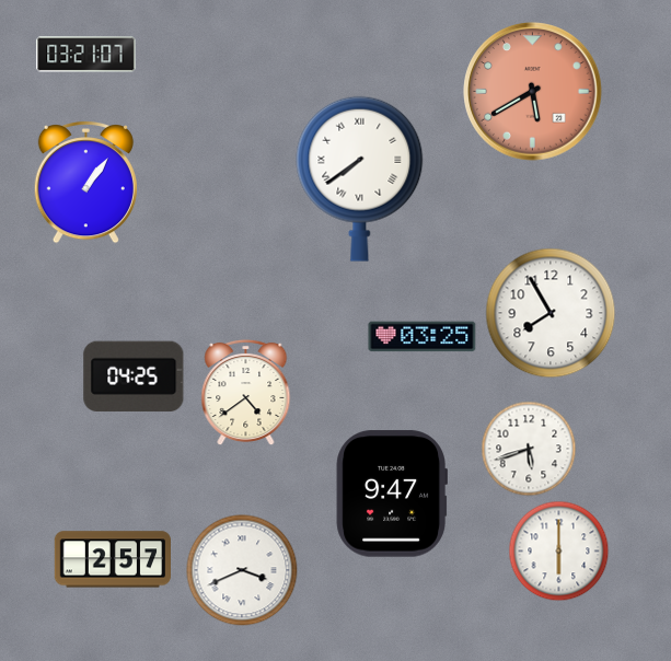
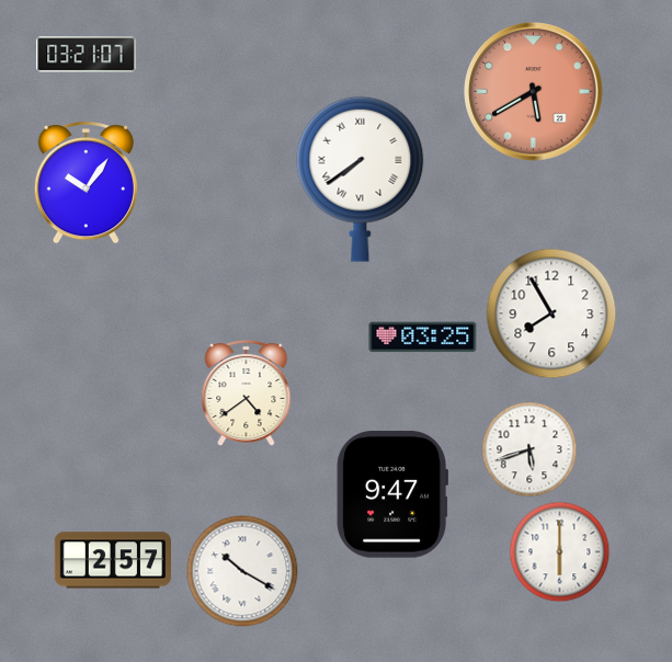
clock at (85, 183): 1:06 -> 10:06
clock at (134, 376): 04:25 -> none
clock at (242, 570): 3:41 -> 10:20
